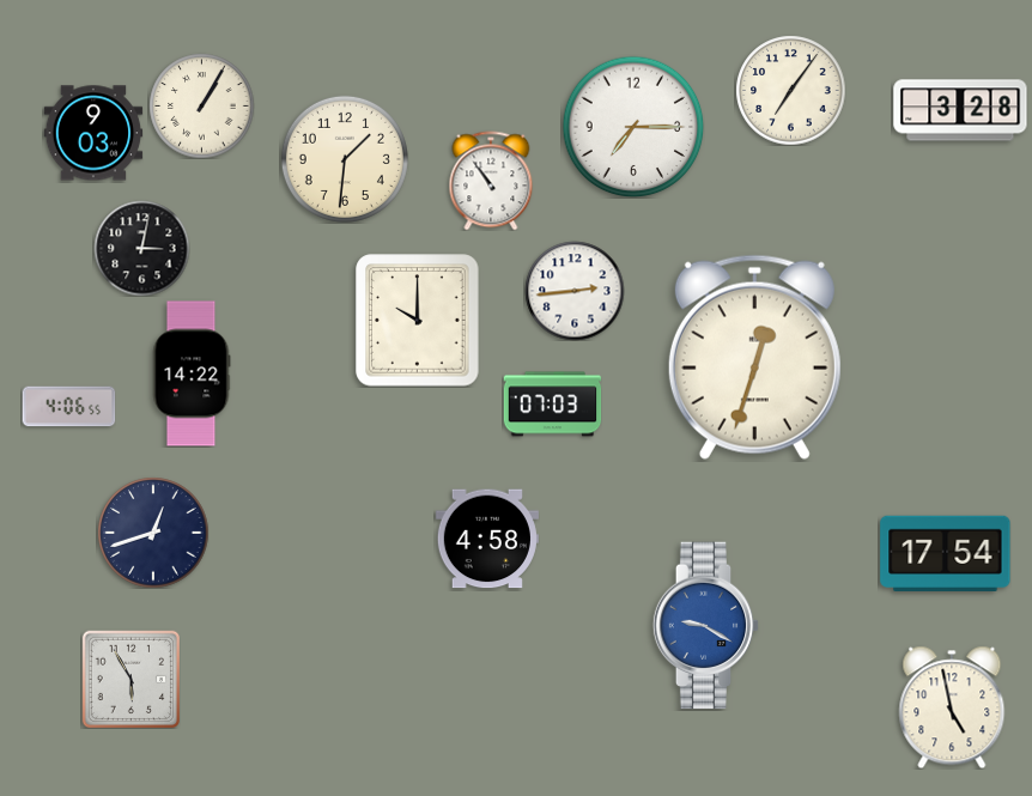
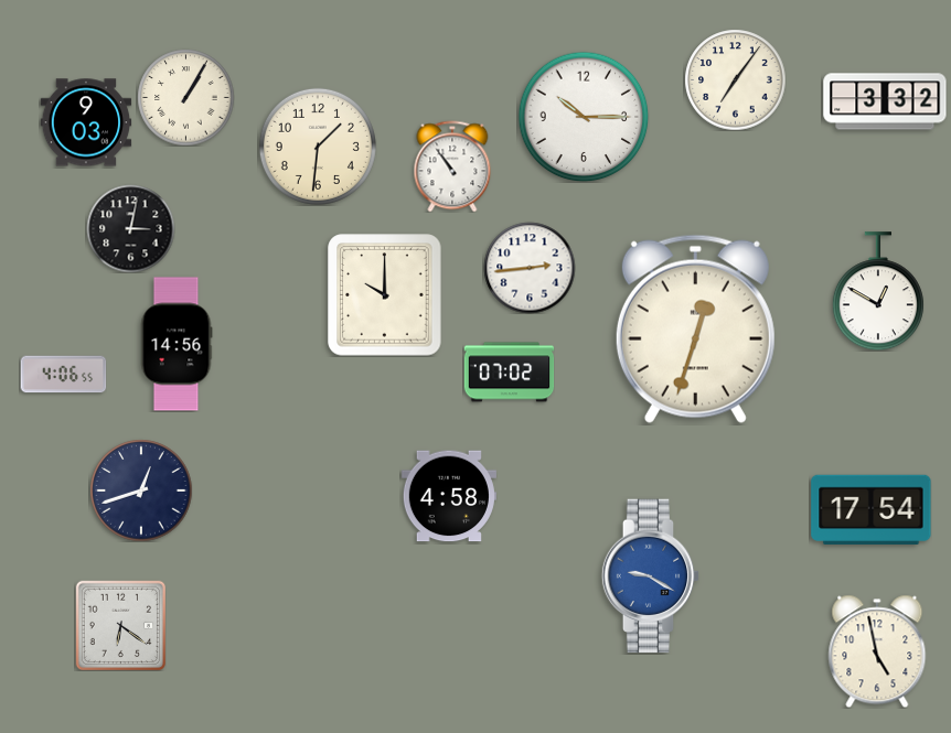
clock at (790, 90) position: (790, 90) -> (735, 79)
clock at (960, 110): 3:28 -> 3:32
clock at (633, 127): 7:15 -> 10:15
clock at (878, 291): none -> 12:50
clock at (192, 373): 14:22 -> 14:56
clock at (552, 405): 07:03 -> 07:02
clock at (130, 679): 5:55 -> 6:21
